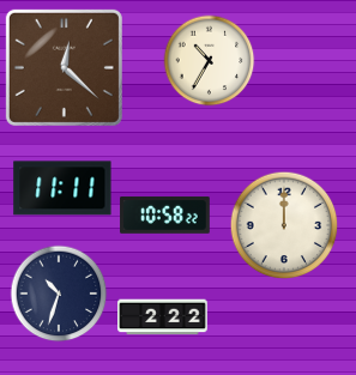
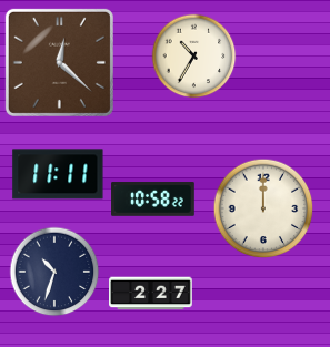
clock at (163, 317): 2:22 -> 2:27
